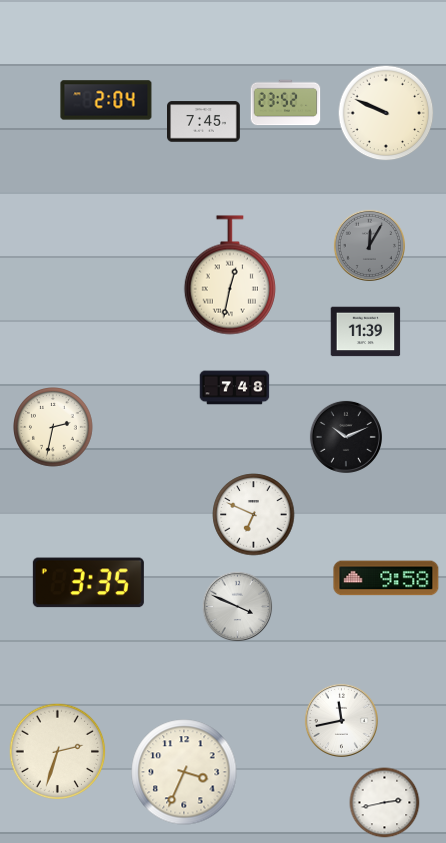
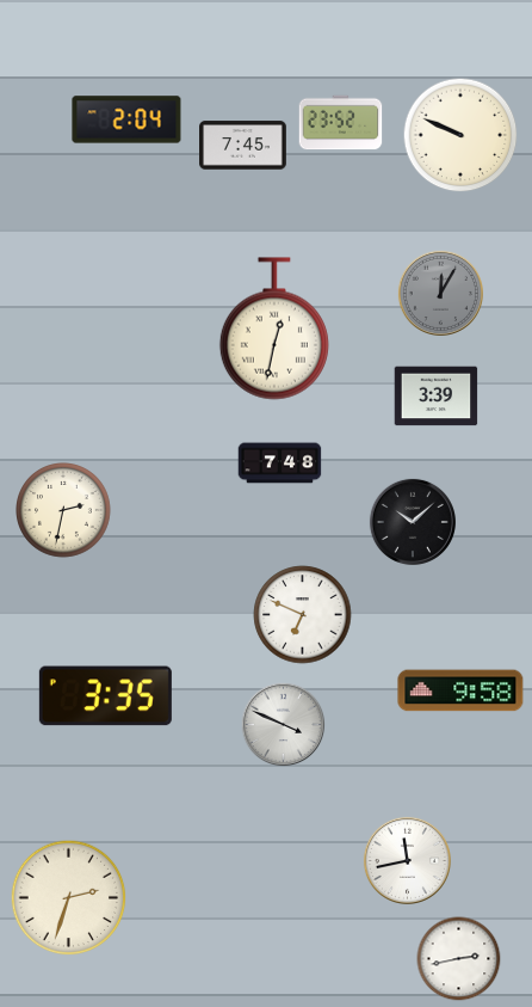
clock at (366, 332): 11:39 -> 3:39
clock at (346, 437): 10:11 -> 10:08
clock at (184, 772): 3:34 -> none
